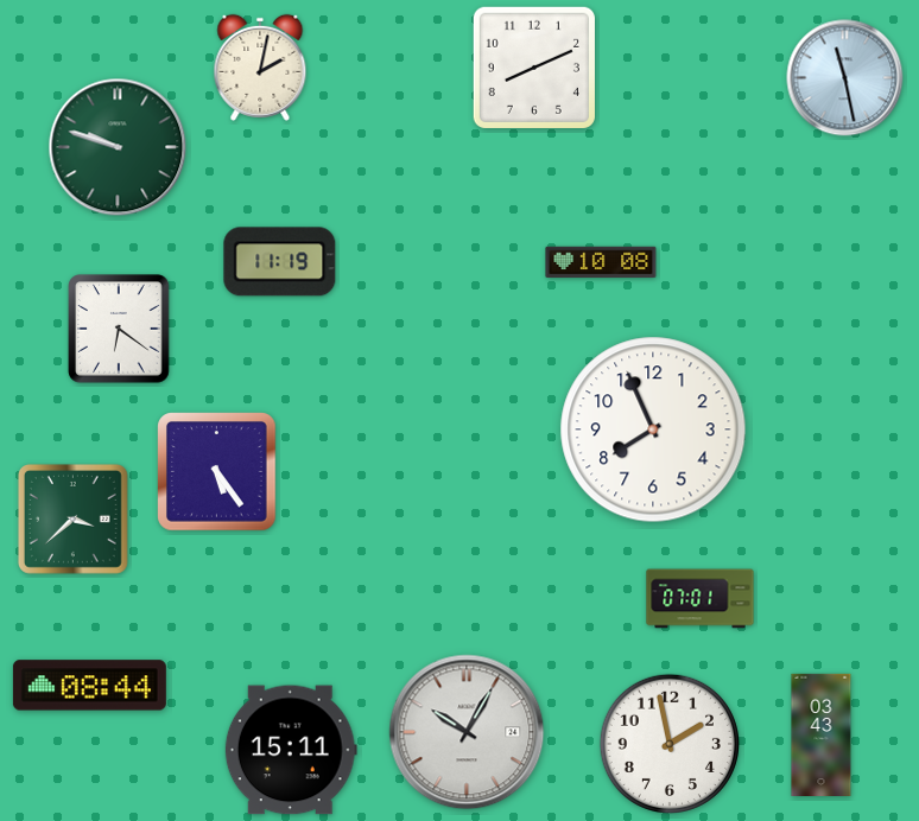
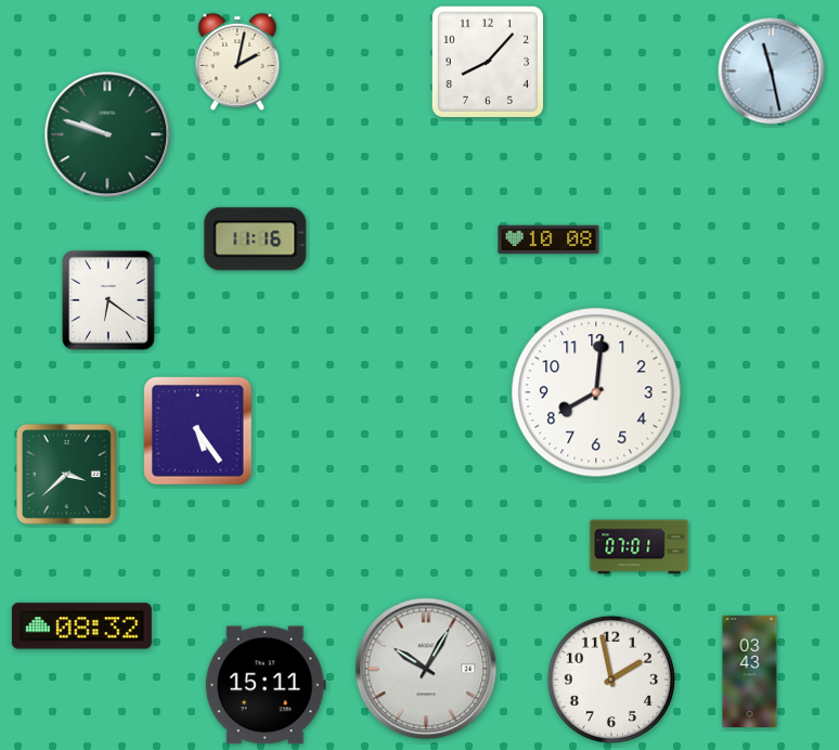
clock at (534, 68): 8:11 -> 8:07
clock at (280, 262): 11:19 -> 11:16
clock at (653, 429): 7:56 -> 8:01
clock at (89, 686): 08:44 -> 08:32
